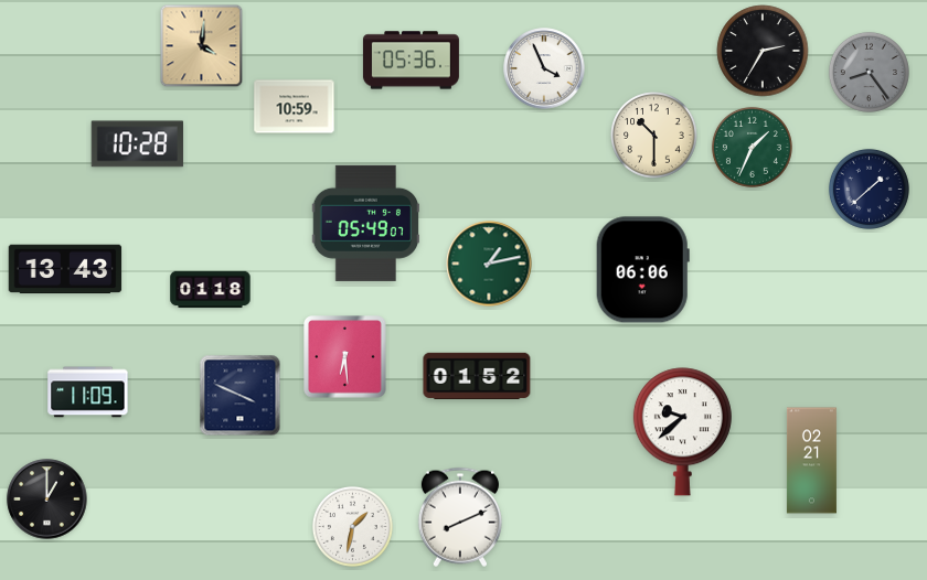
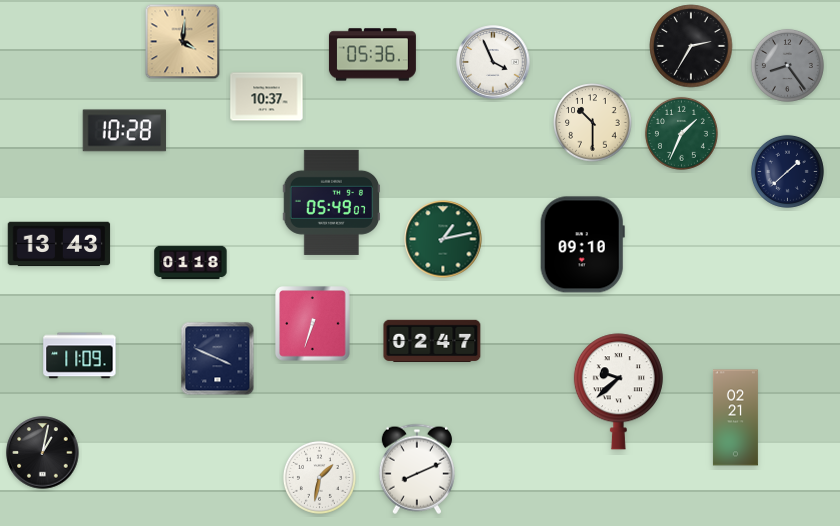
clock at (295, 107): 10:59 -> 10:37
clock at (642, 270): 06:06 -> 09:10
clock at (345, 357): 6:29 -> 6:33
clock at (477, 376): 01:52 -> 02:47
clock at (47, 500): 1:00 -> 1:02
